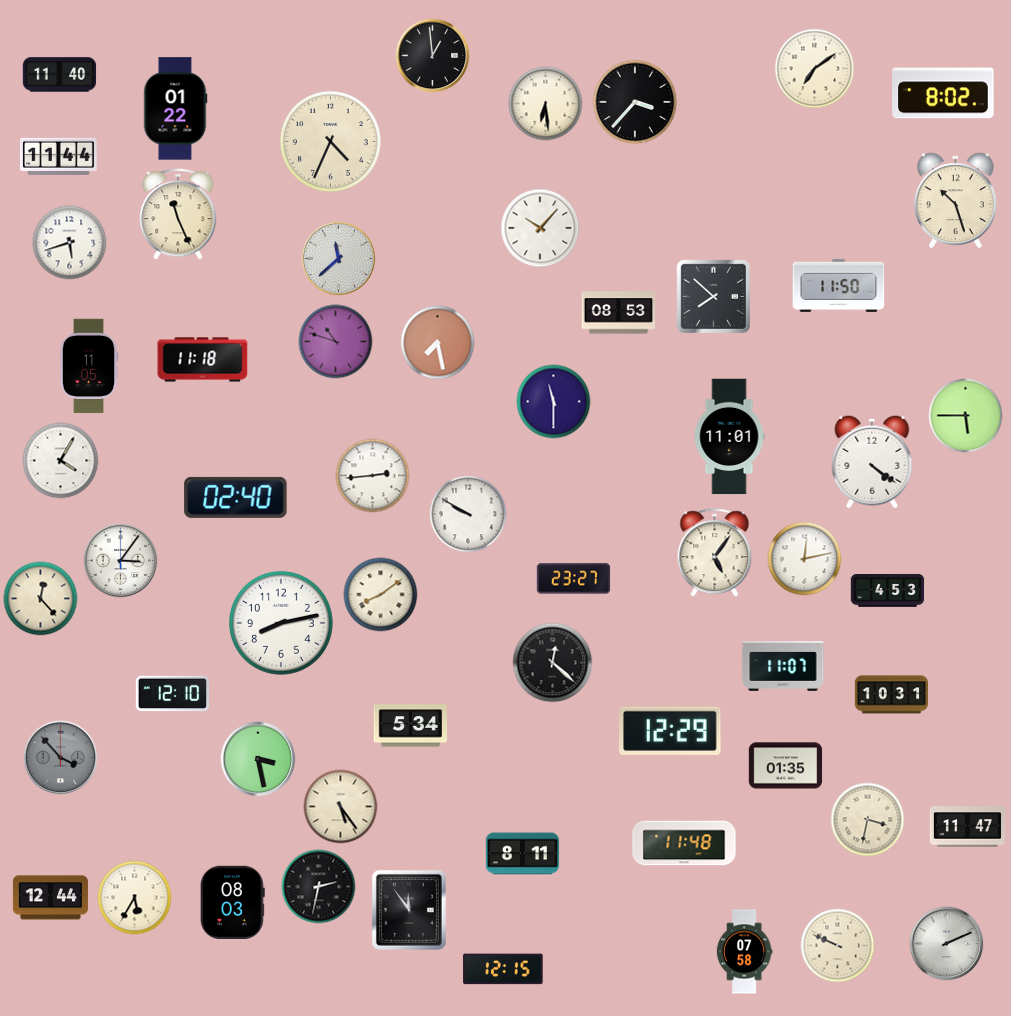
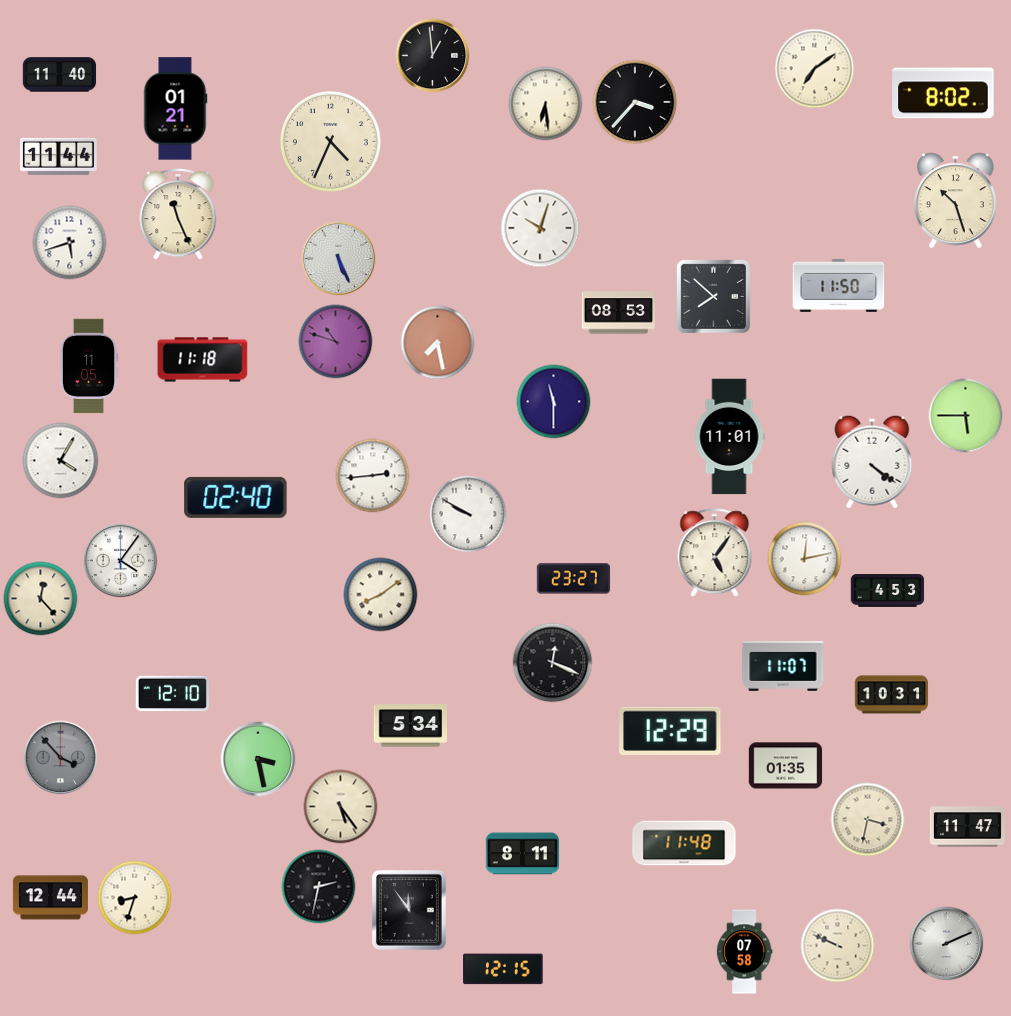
clock at (175, 109): 01:22 -> 01:21
clock at (540, 228): 10:07 -> 10:03
clock at (339, 259): 11:38 -> 5:26
clock at (121, 561): 3:06 -> 4:06
clock at (281, 623): 8:13 -> none
clock at (553, 663): 12:22 -> 12:19
clock at (135, 898): 5:35 -> 8:33
clock at (232, 902): 08:03 -> none
